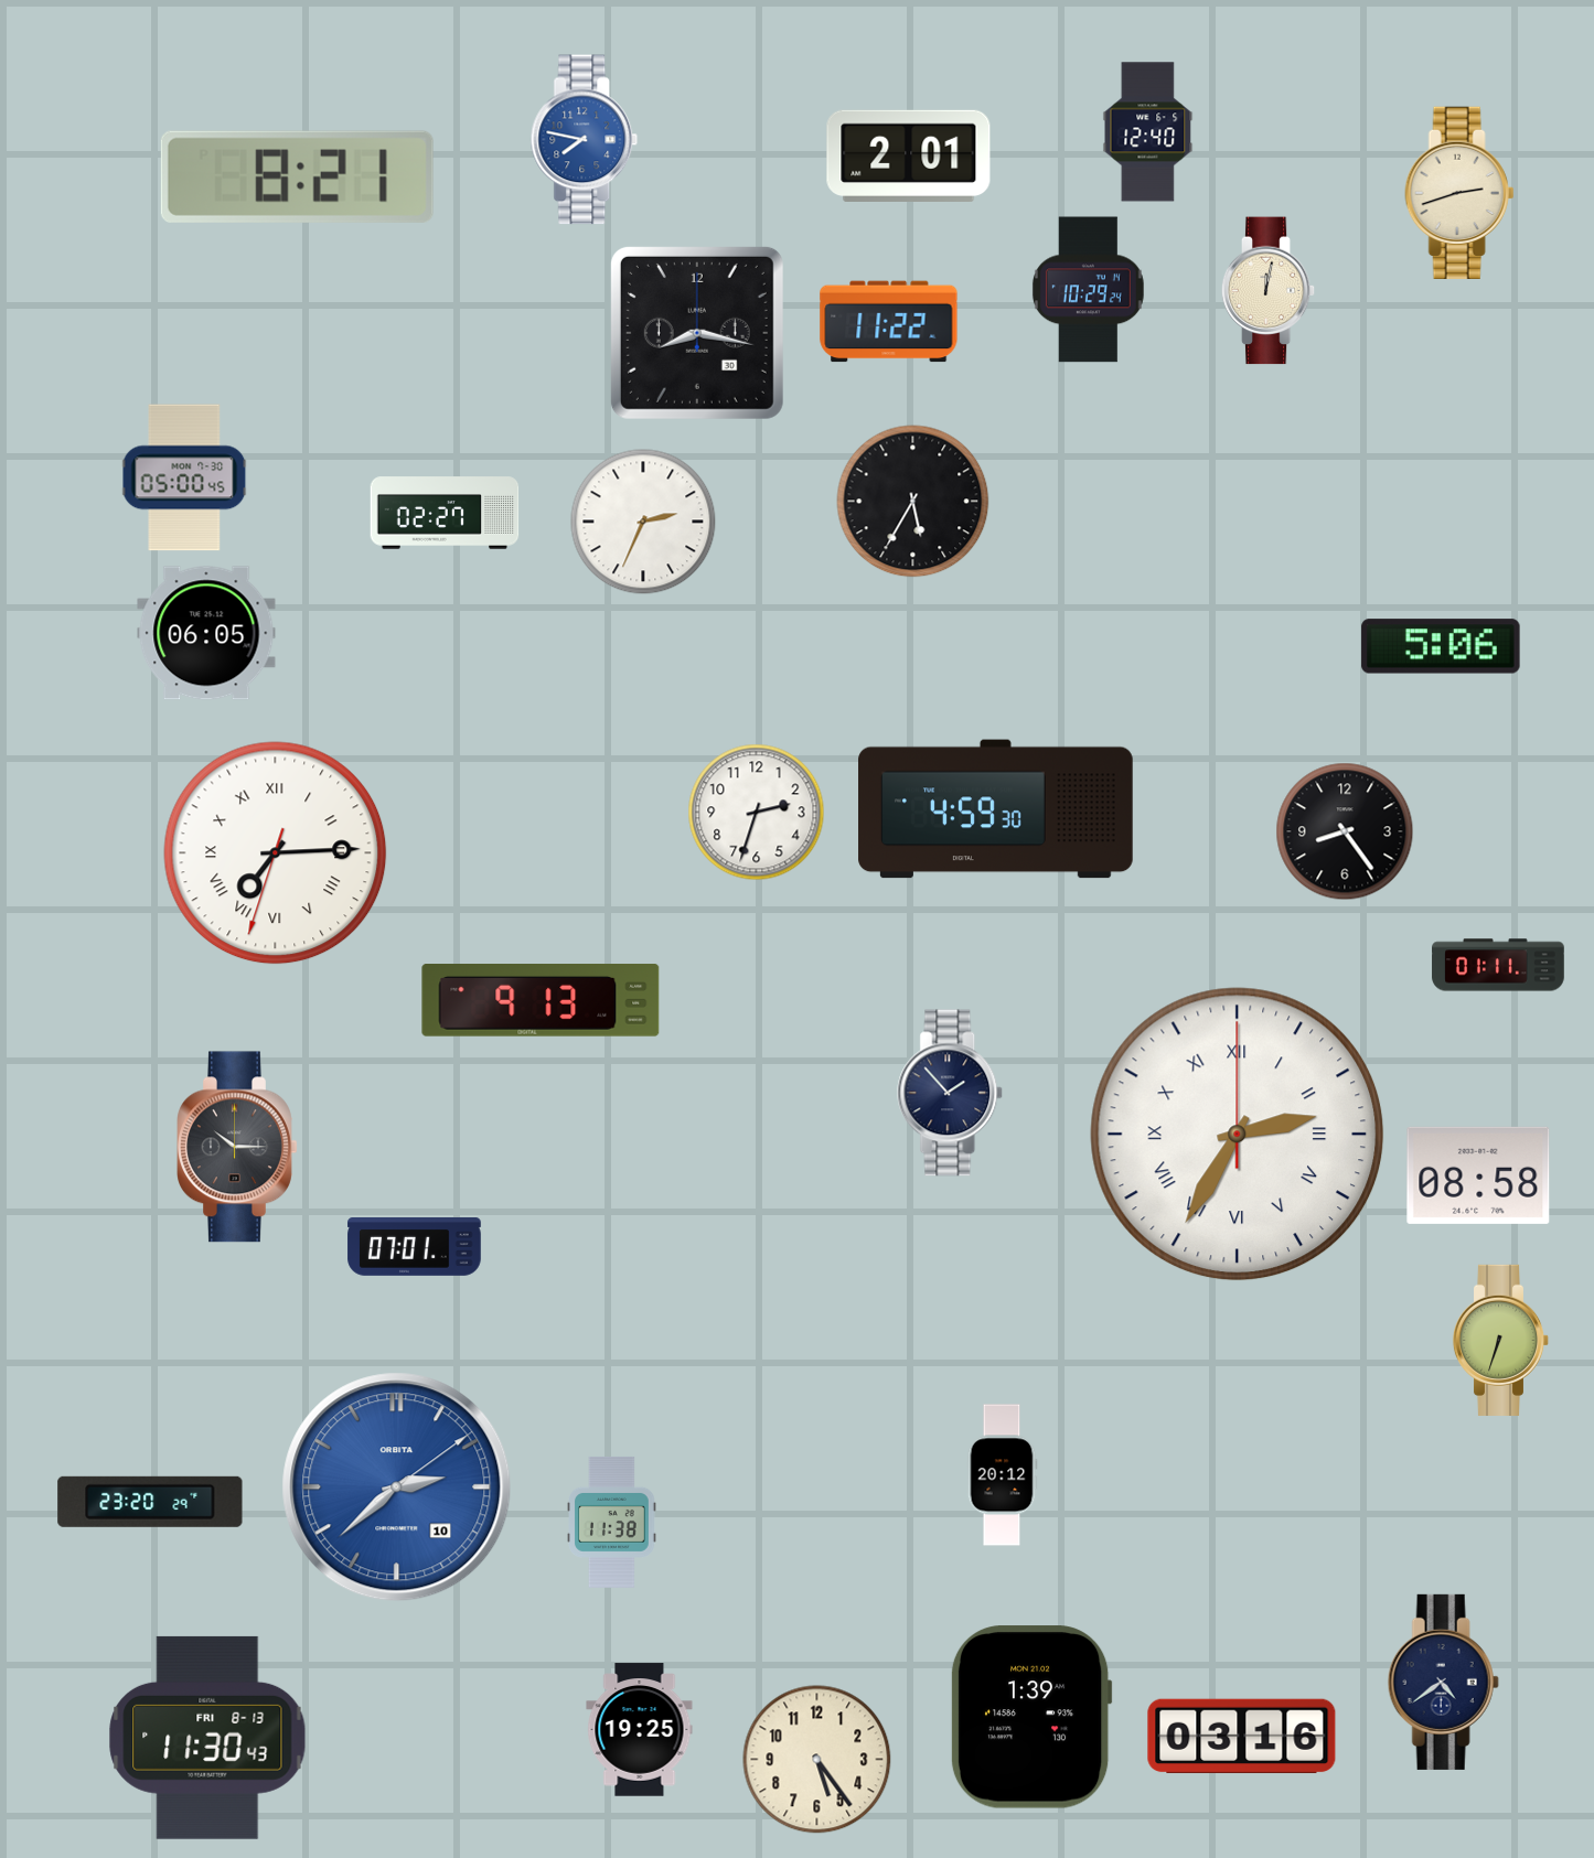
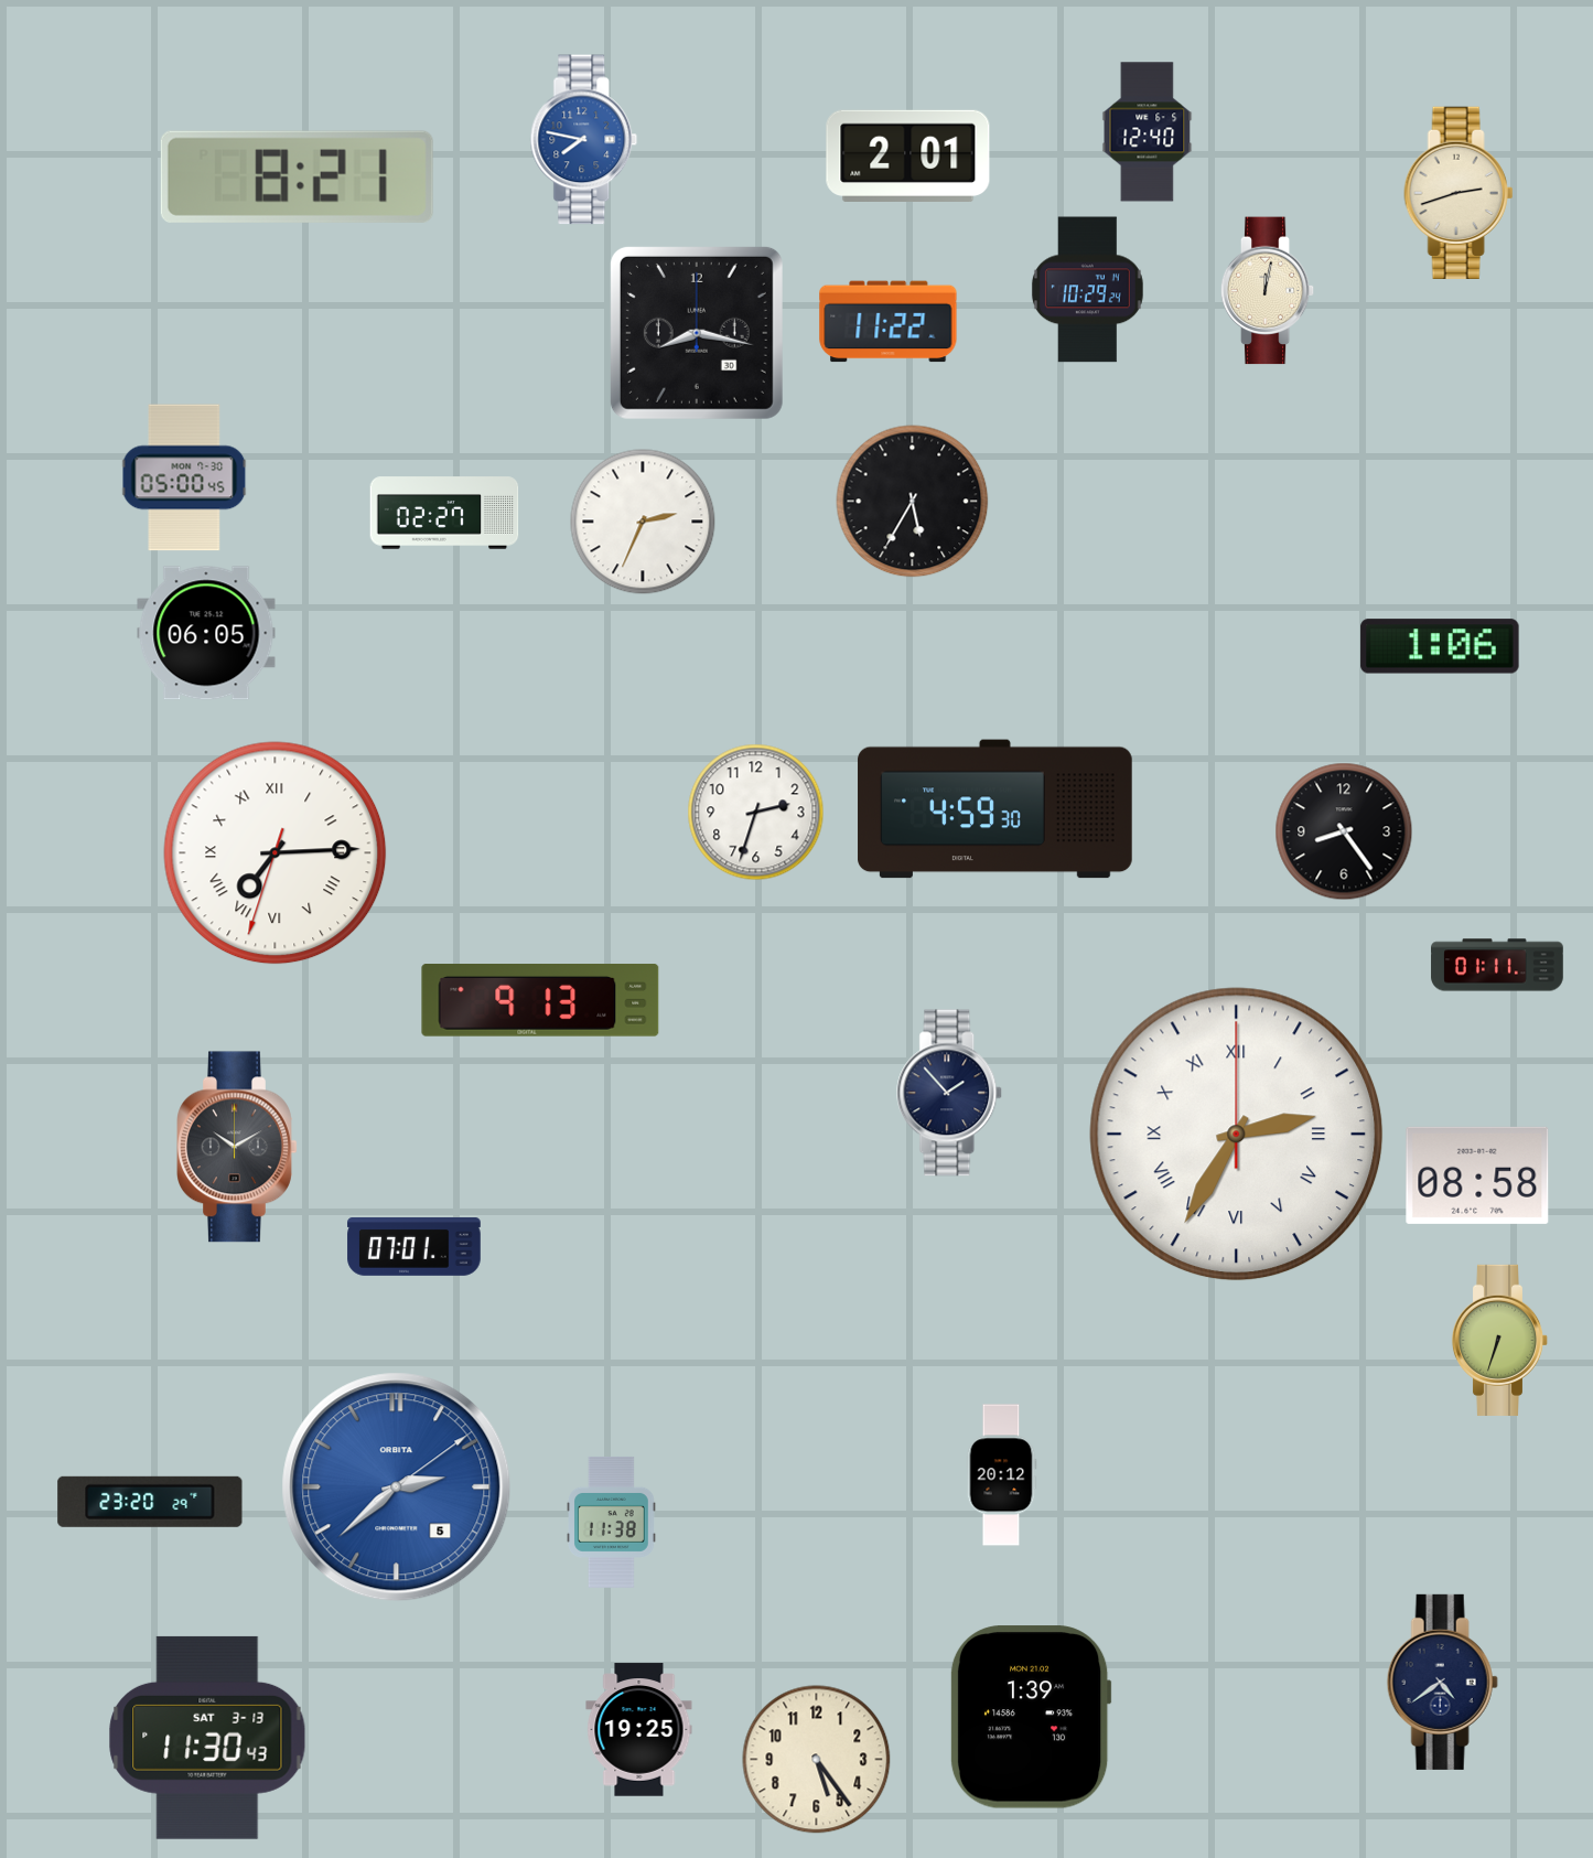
clock at (1441, 646): 5:06 -> 1:06
clock at (237, 1147): 10:15 -> 10:10
clock at (397, 1488) date: 10 -> 5
clock at (1242, 1737): 03:16 -> none
clock at (207, 1738) date: FRI 8-13 -> SAT 3-13
